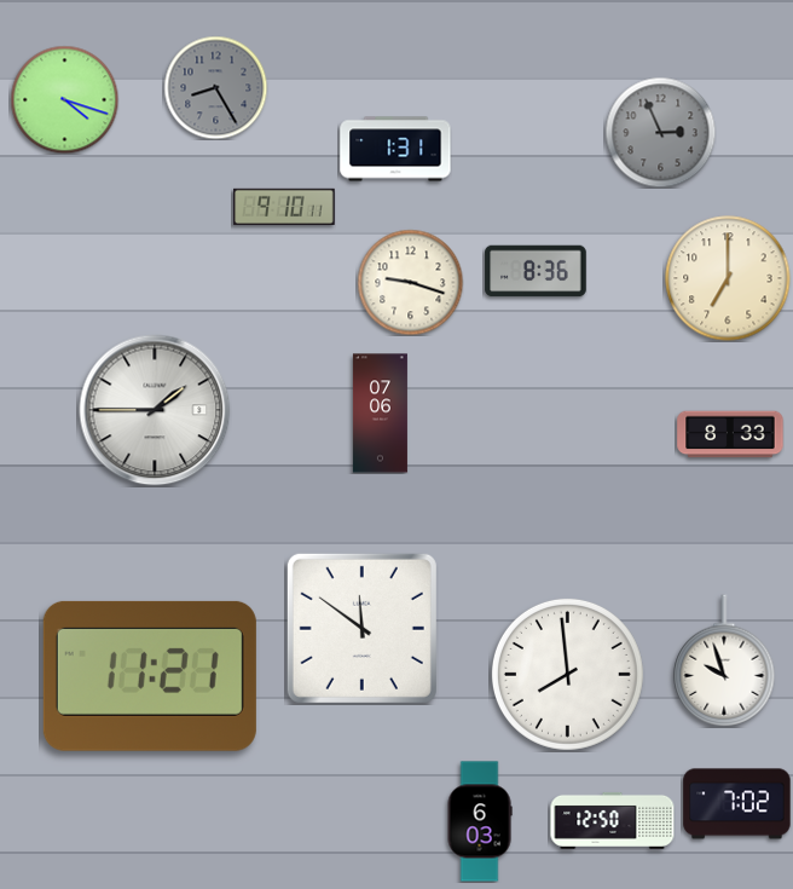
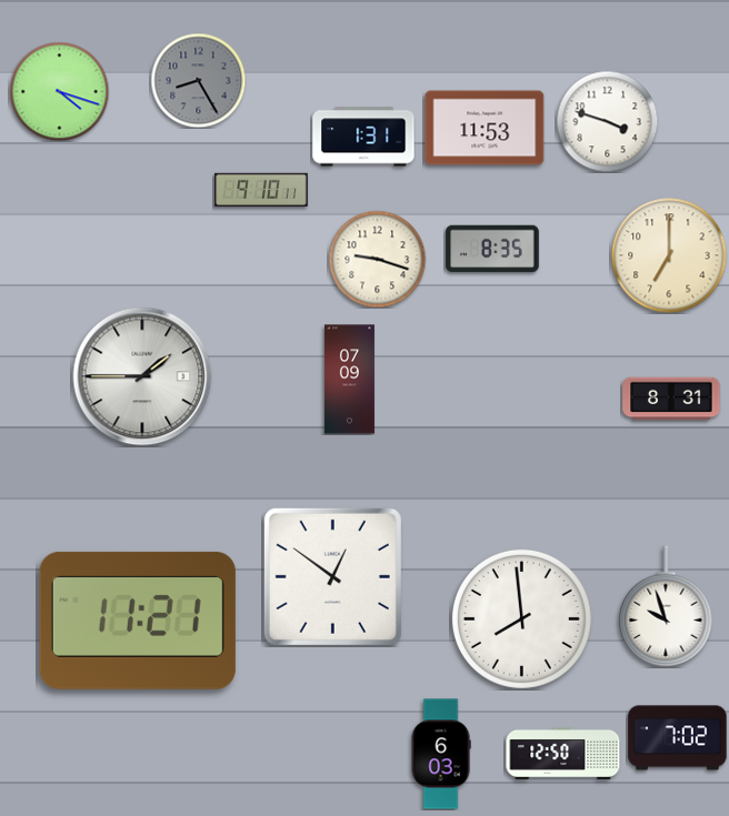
clock at (660, 132): 2:56 -> 3:48
clock at (660, 132) dial: grey -> white
clock at (485, 128): none -> 11:53
clock at (536, 271): 8:36 -> 8:35
clock at (380, 414): 07:06 -> 07:09
clock at (730, 434): 8:33 -> 8:31
clock at (361, 628): 11:51 -> 12:51
